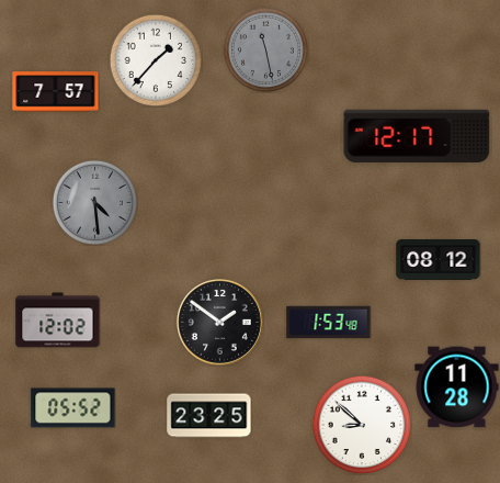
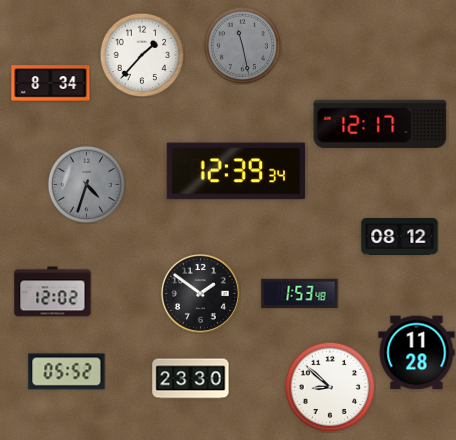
clock at (56, 92): 7:57 -> 8:34
clock at (236, 171): none -> 12:39
clock at (94, 202): 4:29 -> 4:33
clock at (209, 416): 23:25 -> 23:30
